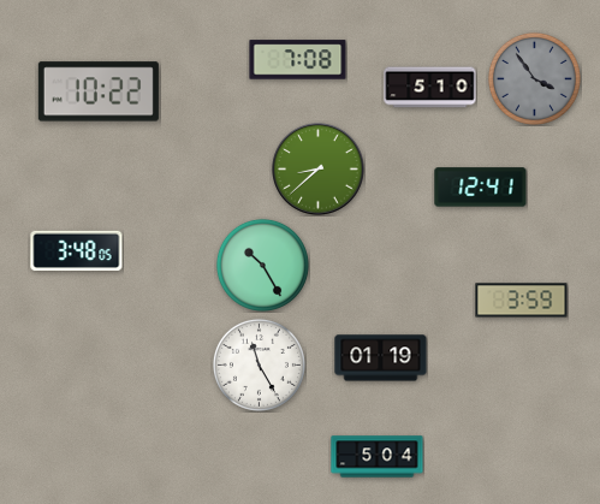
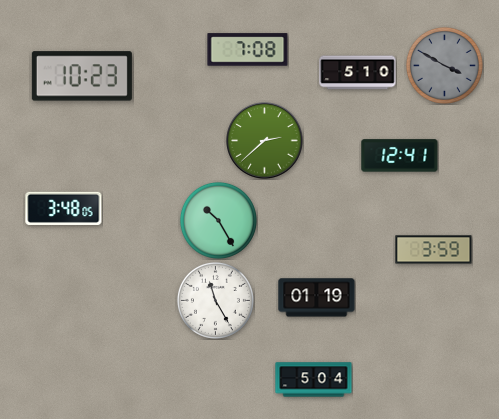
clock at (534, 78): 3:54 -> 3:50
clock at (99, 91): 10:22 -> 10:23
clock at (319, 170): 8:38 -> 2:38
clock at (259, 364) position: (259, 364) -> (215, 300)
